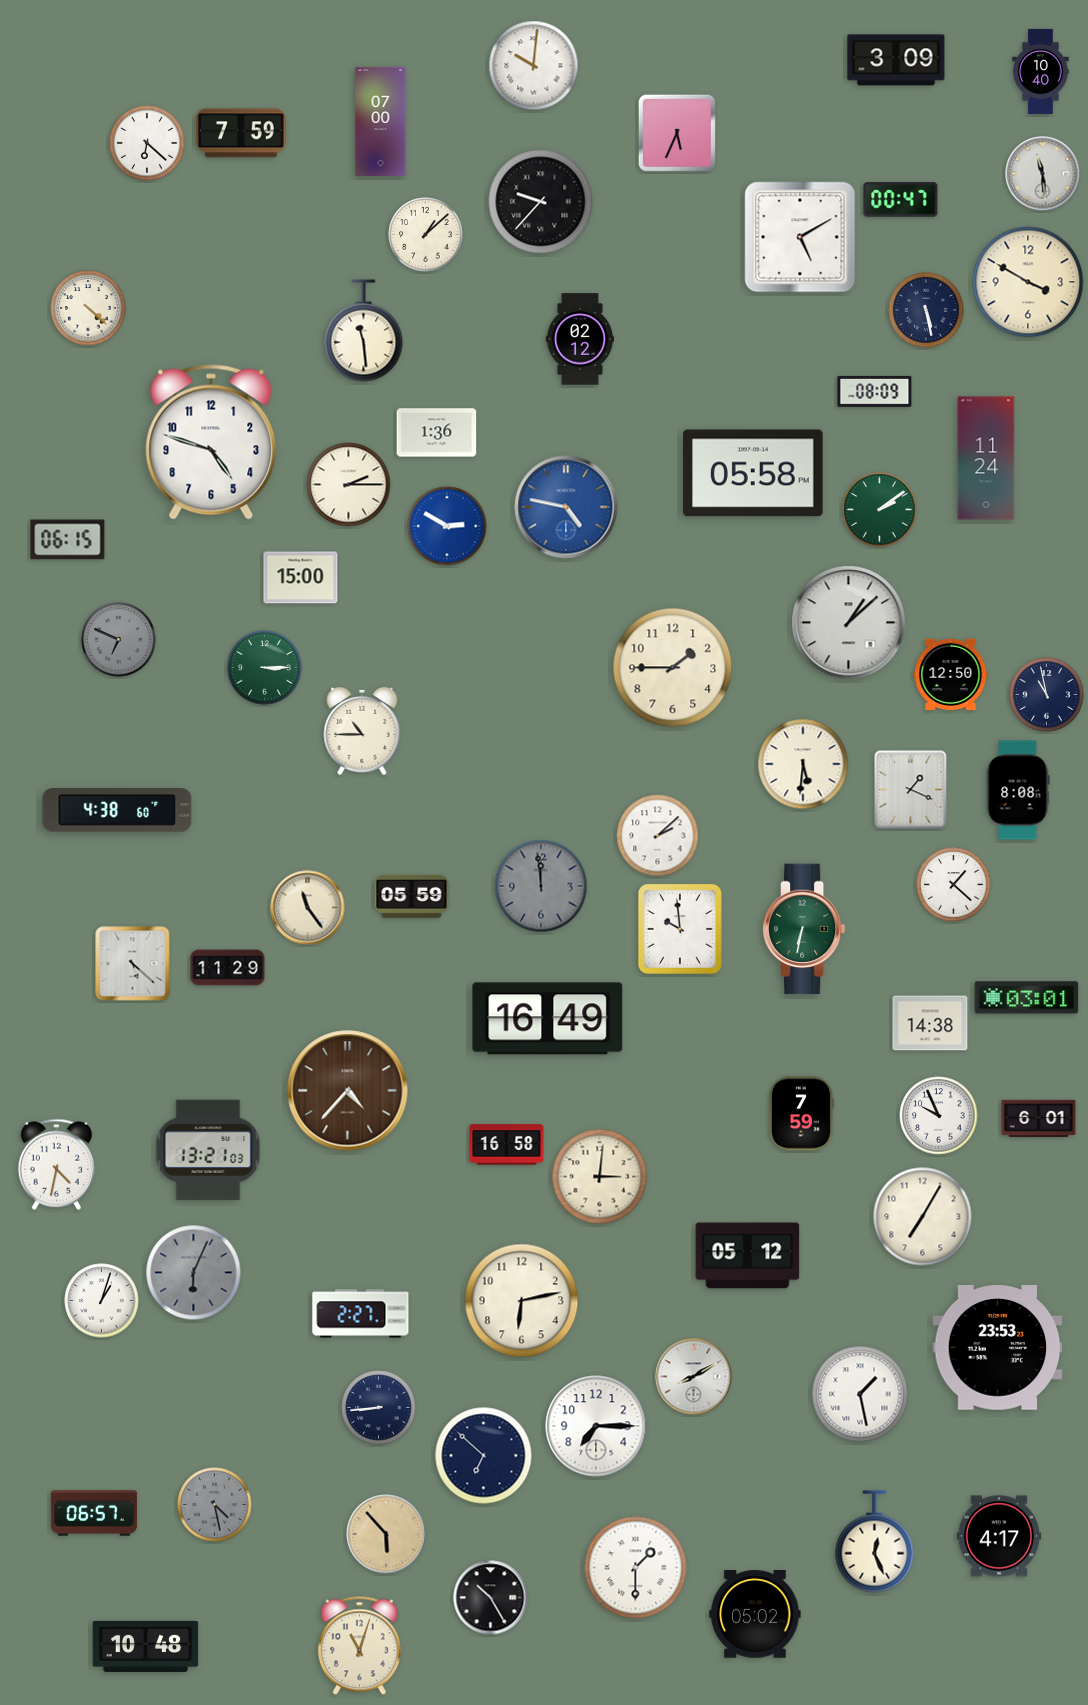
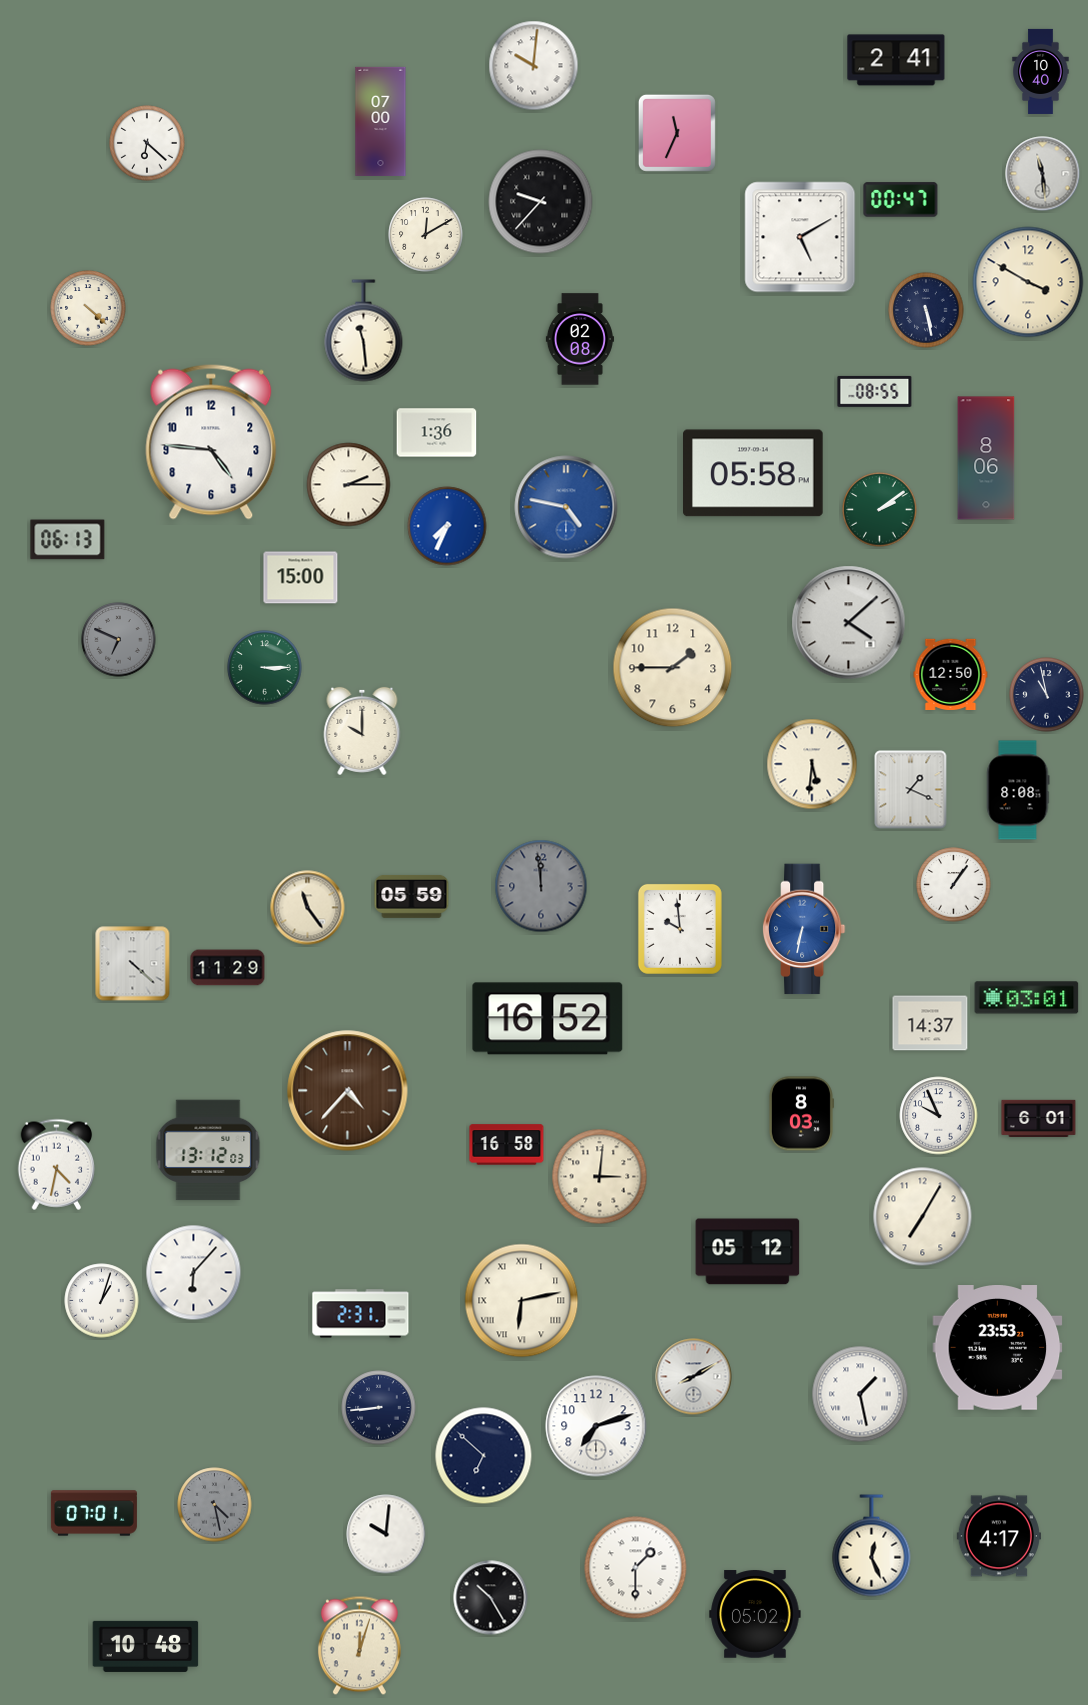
clock at (896, 60): 3:09 -> 2:41
clock at (241, 133): 7:59 -> none
clock at (677, 133): 5:34 -> 11:34
clock at (426, 235): 1:08 -> 12:10
clock at (580, 339): 02:12 -> 02:08
clock at (875, 391): 08:09 -> 08:55
clock at (211, 442): 4:48 -> 4:46
clock at (986, 458): 11:24 -> 8:06
clock at (447, 526): 2:50 -> 7:34
clock at (68, 540): 06:15 -> 06:13
clock at (849, 623): 1:08 -> 4:08
clock at (362, 731): 10:45 -> 10:00
clock at (803, 764) position: (803, 764) -> (812, 764)
clock at (117, 811): 4:38 -> none
clock at (658, 836): 2:08 -> none
clock at (954, 885): 1:22 -> 1:06
clock at (804, 929) dial: green -> blue
clock at (133, 964): 5:22 -> 4:22
clock at (548, 1019): 16:49 -> 16:52
clock at (930, 1023): 14:38 -> 14:37
clock at (801, 1114): 7:59 -> 8:03
clock at (208, 1150): 13:21 -> 13:12
clock at (748, 1256) position: (748, 1256) -> (748, 1252)
clock at (194, 1273): 6:04 -> 6:07
clock at (194, 1273) dial: grey -> white
clock at (522, 1301) numerals: Arabic -> Roman
clock at (361, 1314): 2:27 -> 2:31
clock at (596, 1426): 7:15 -> 7:12
clock at (94, 1513): 06:57 -> 07:01
clock at (386, 1534): 5:53 -> 10:01
clock at (386, 1534) dial: champagne -> white
clock at (875, 1542) position: (875, 1542) -> (872, 1546)
clock at (359, 1646): 11:03 -> 12:03
